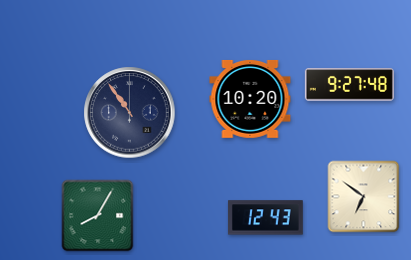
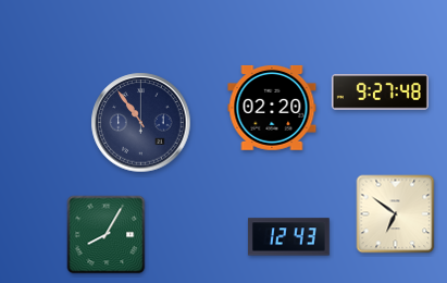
clock at (250, 99): 10:20 -> 02:20
